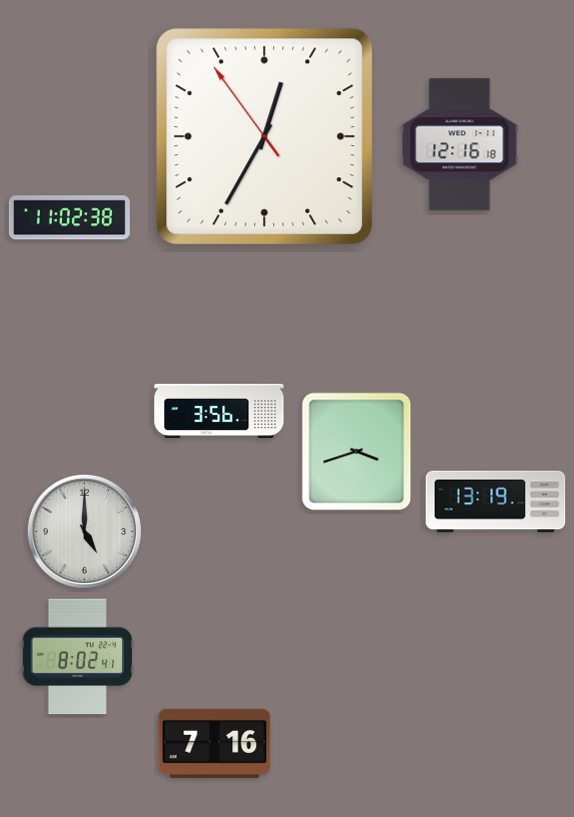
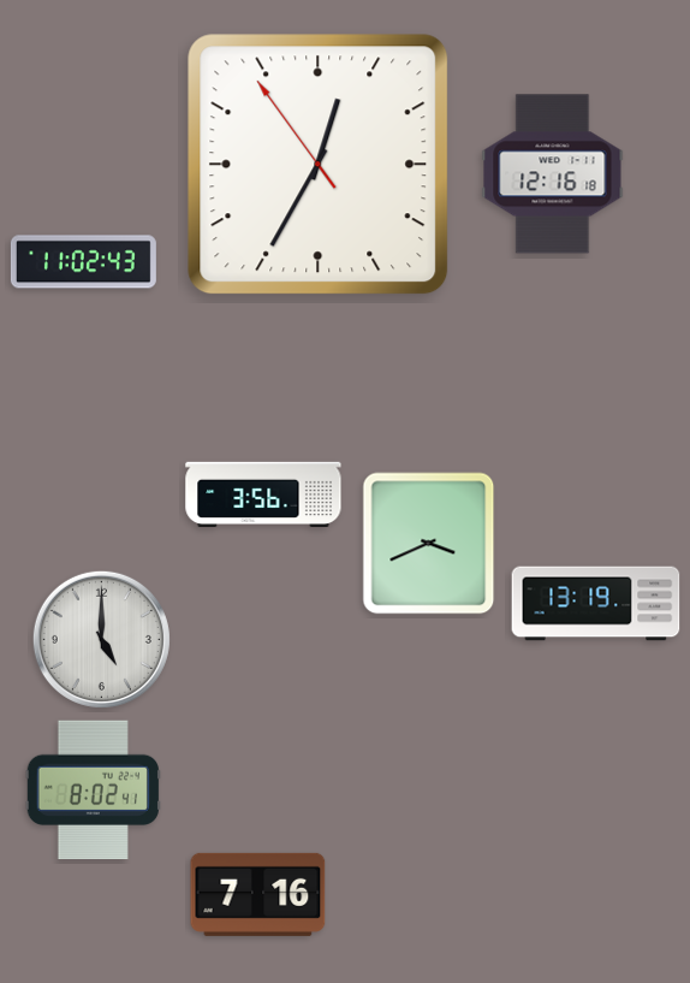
clock at (69, 218): 11:02:38 -> 11:02:43
clock at (357, 452): 3:42 -> 3:41
